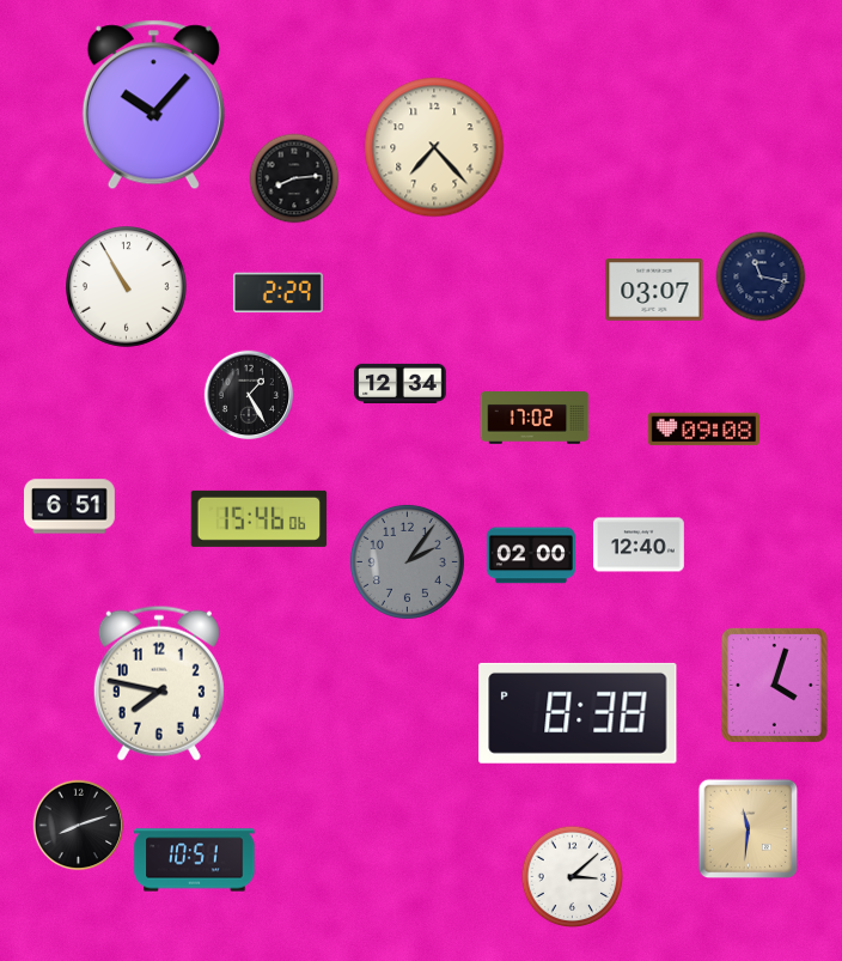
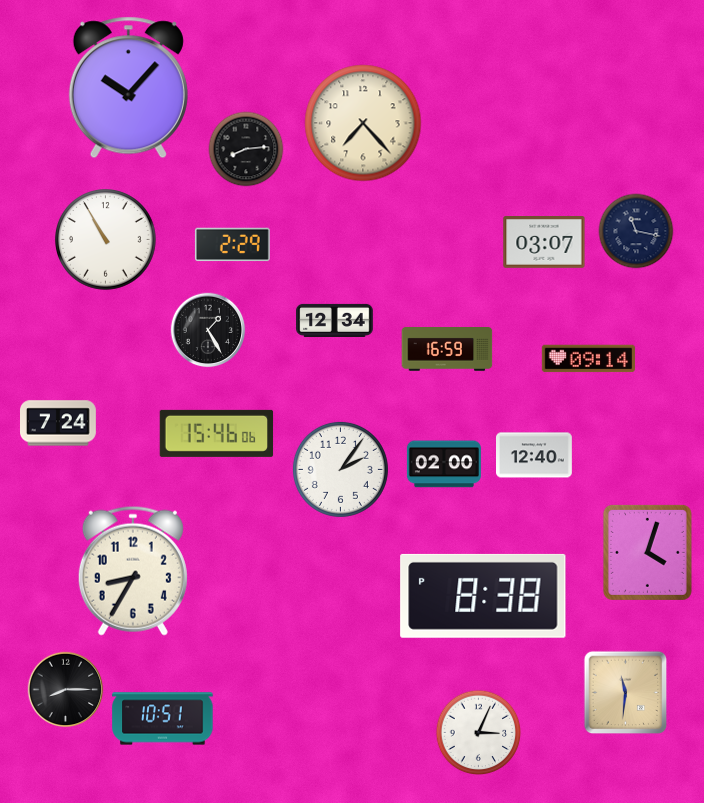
clock at (654, 291) position: (654, 291) -> (544, 243)
clock at (535, 419): 17:02 -> 16:59
clock at (703, 430): 09:08 -> 09:14
clock at (71, 506): 6:51 -> 7:24
clock at (407, 561) dial: grey -> white
clock at (159, 683): 7:47 -> 8:35
clock at (774, 685) position: (774, 685) -> (647, 552)
clock at (79, 826): 8:12 -> 8:15
clock at (573, 877): 3:08 -> 3:04
